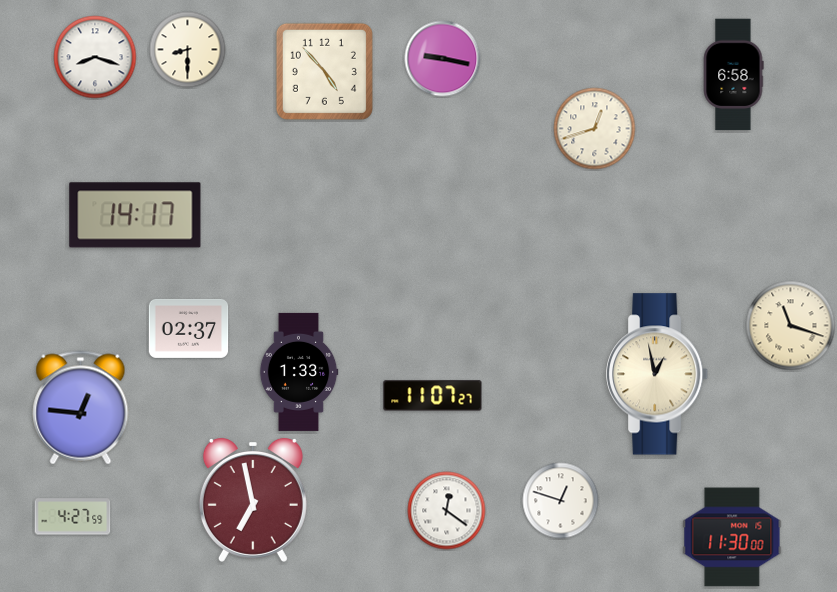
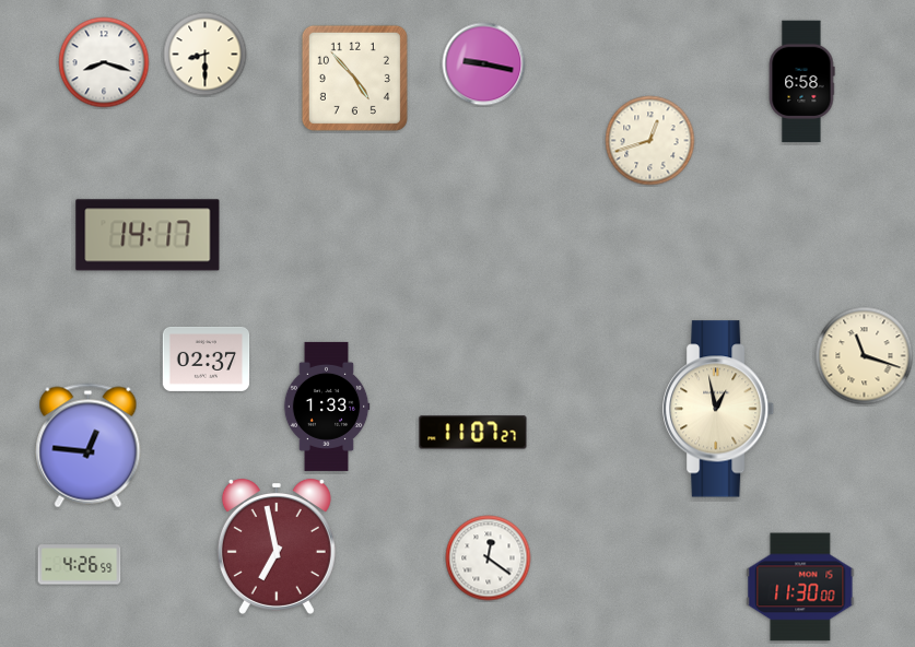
clock at (561, 501): 12:48 -> none
clock at (73, 517): 4:27 -> 4:26
